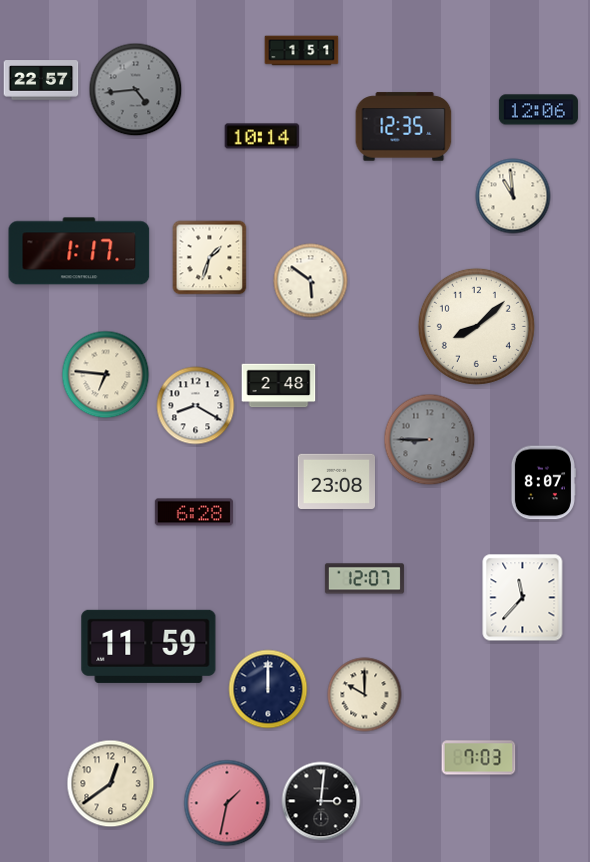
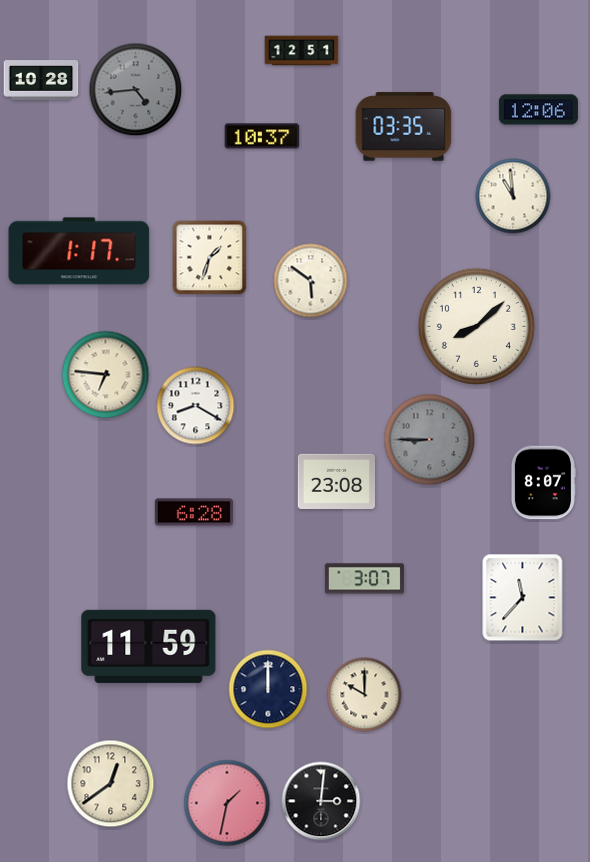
clock at (302, 51): 1:51 -> 12:51
clock at (41, 80): 22:57 -> 10:28
clock at (404, 127): 12:35 -> 03:35
clock at (262, 136): 10:14 -> 10:37
clock at (279, 386): 2:48 -> none
clock at (364, 579): 12:07 -> 3:07
clock at (479, 758): 7:03 -> none
